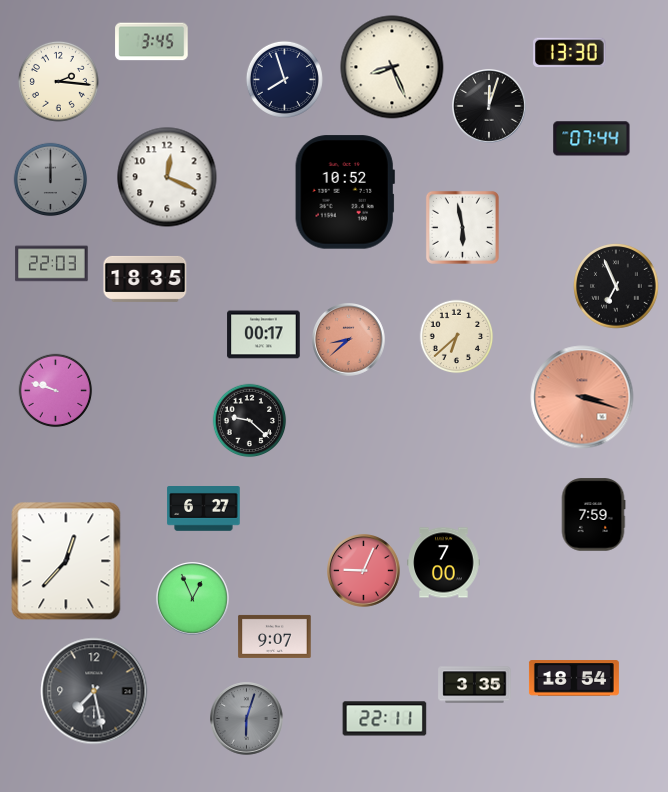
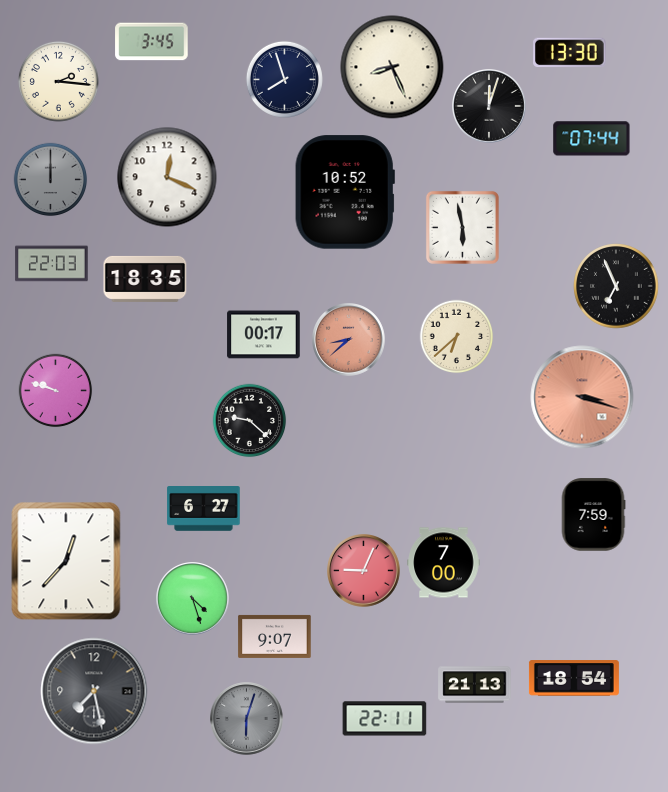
clock at (193, 599): 12:56 -> 4:27
clock at (475, 685): 3:35 -> 21:13
